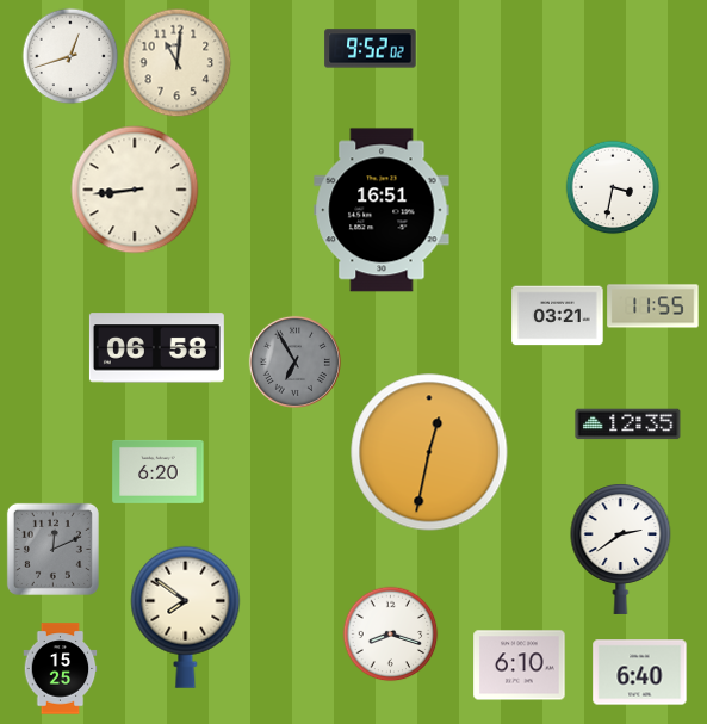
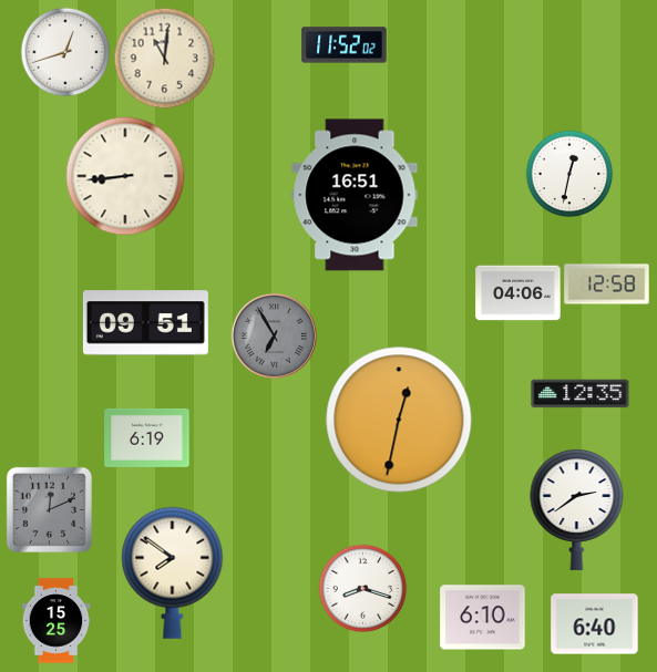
clock at (371, 49): 9:52 -> 11:52
clock at (613, 187): 3:32 -> 12:32
clock at (653, 307): 11:55 -> 12:58
clock at (558, 316): 03:21 -> 04:06
clock at (156, 348): 06:58 -> 09:51
clock at (628, 425) position: (628, 425) -> (581, 394)
clock at (159, 471): 6:20 -> 6:19
